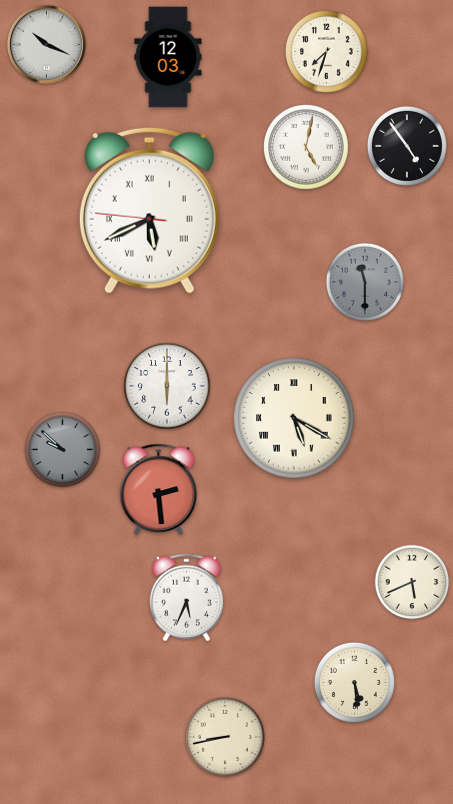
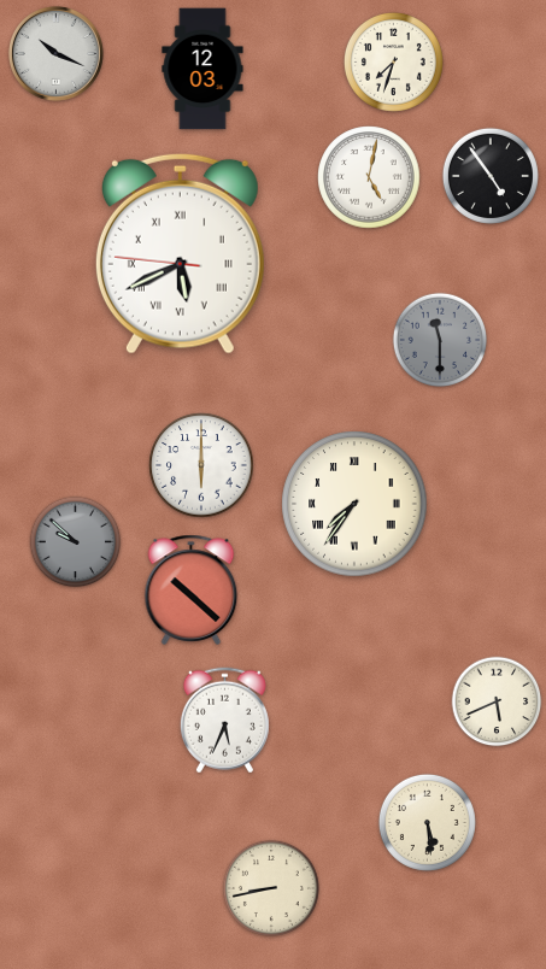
clock at (294, 418): 5:20 -> 7:36
clock at (159, 489): 2:29 -> 10:22
